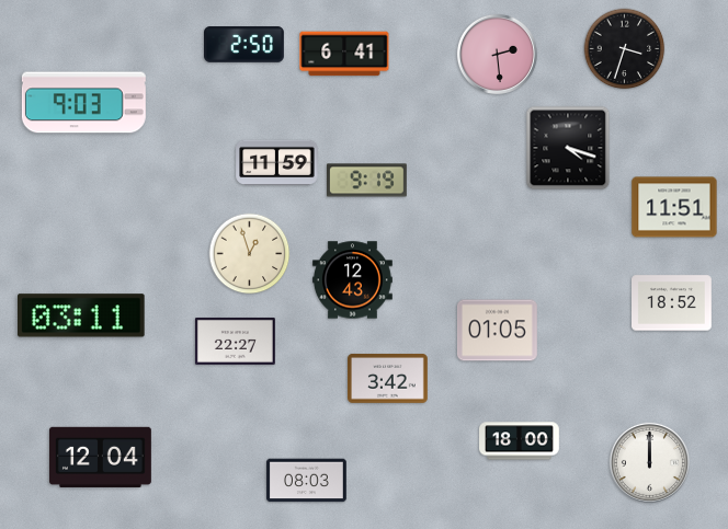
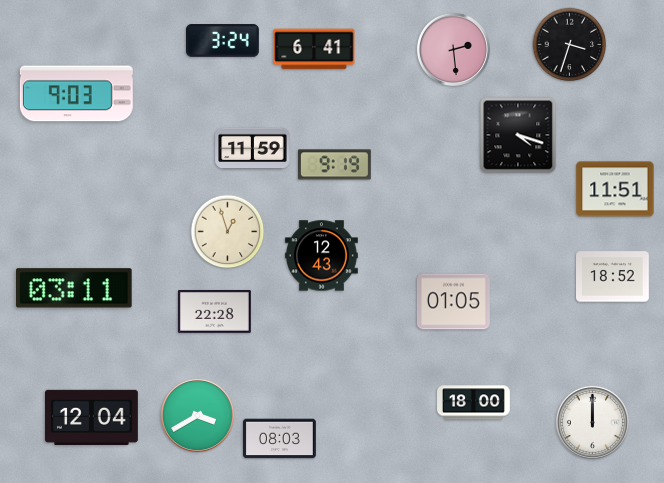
clock at (244, 45): 2:50 -> 3:24
clock at (236, 341): 22:27 -> 22:28
clock at (388, 379): 3:42 -> none
clock at (197, 415): none -> 3:40
